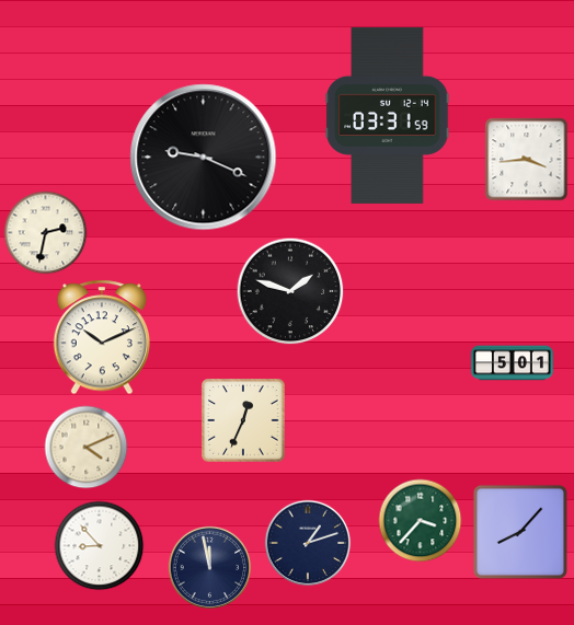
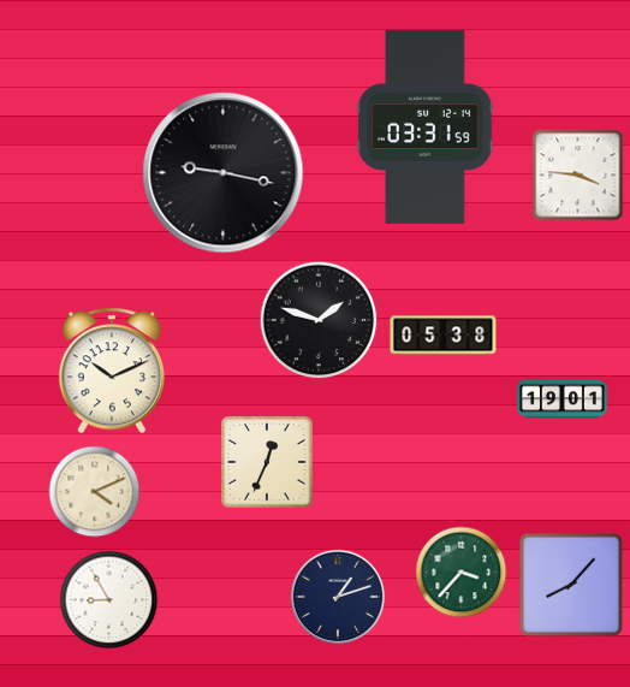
clock at (204, 158): 9:19 -> 9:17
clock at (527, 160): 3:44 -> 3:46
clock at (46, 233): 2:32 -> none
clock at (444, 336): none -> 05:38
clock at (512, 363): 5:01 -> 19:01
clock at (100, 546): 8:53 -> 8:55
clock at (210, 568): 11:58 -> none
